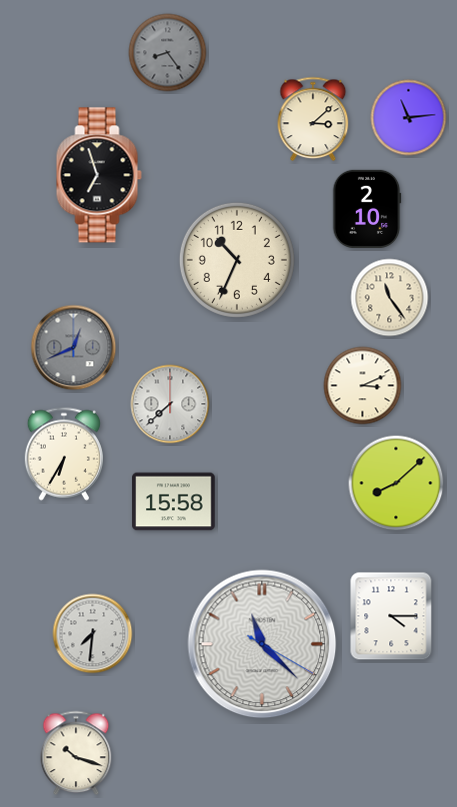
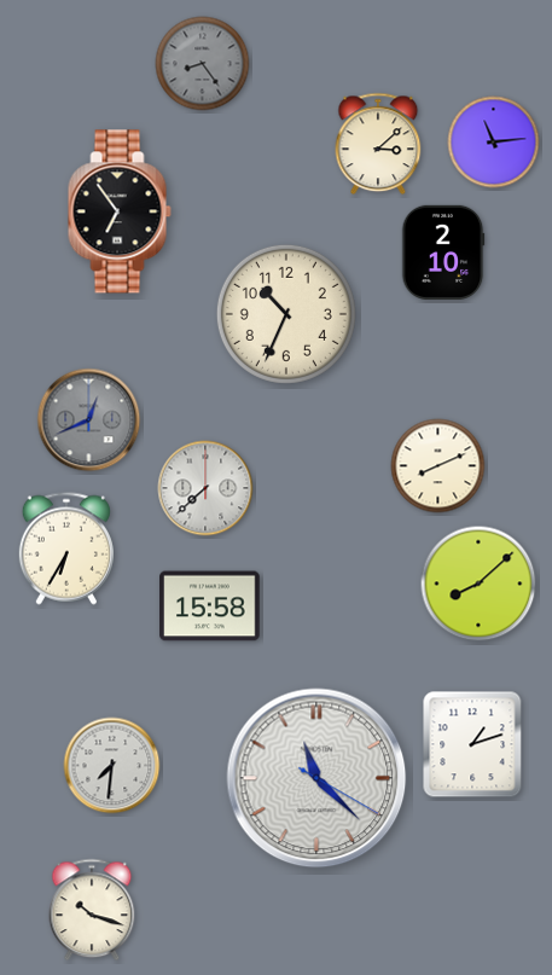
clock at (99, 175): 6:57 -> 6:54
clock at (390, 298): 11:24 -> none
clock at (363, 386): 3:11 -> 8:11
clock at (64, 454) position: (64, 454) -> (66, 549)
clock at (391, 616): 4:15 -> 1:12
